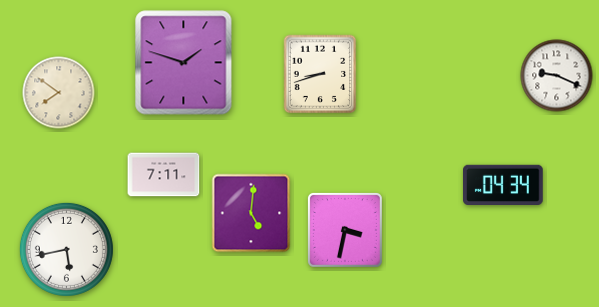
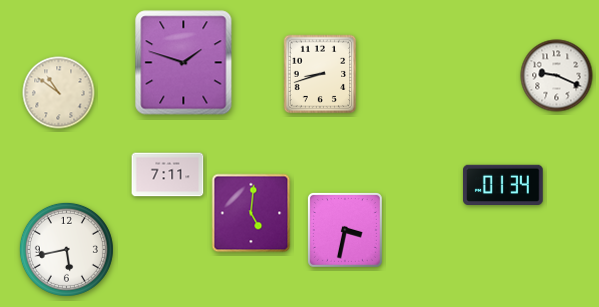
clock at (59, 93): 7:51 -> 10:51
clock at (164, 175) position: (164, 175) -> (168, 175)
clock at (504, 184): 04:34 -> 01:34
